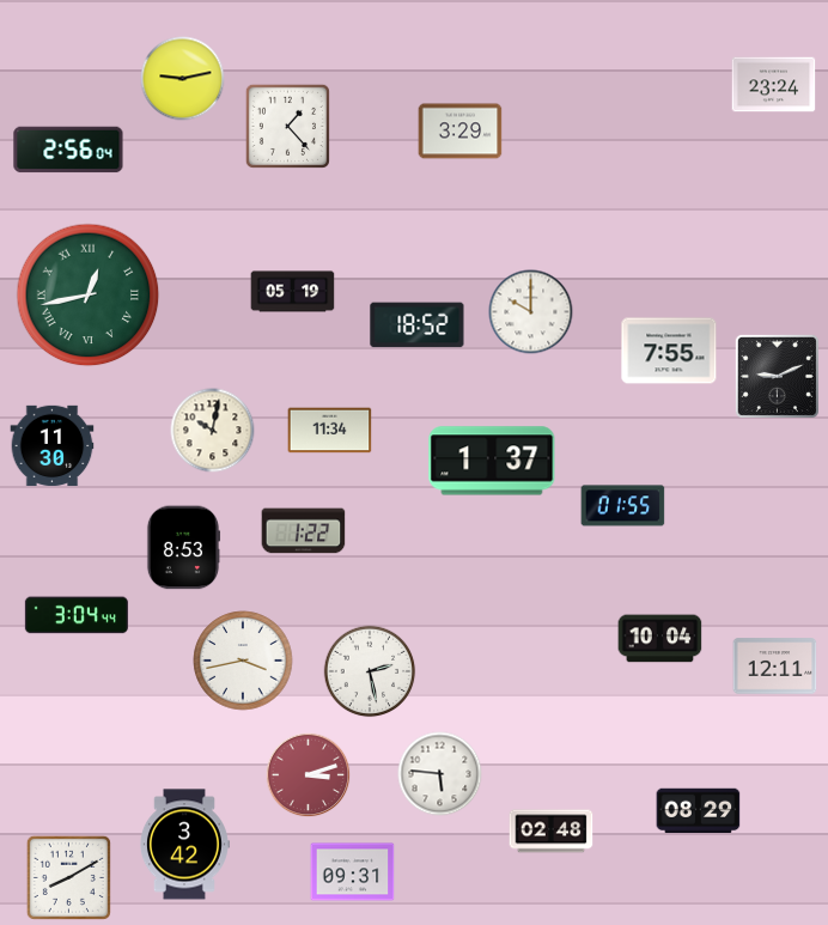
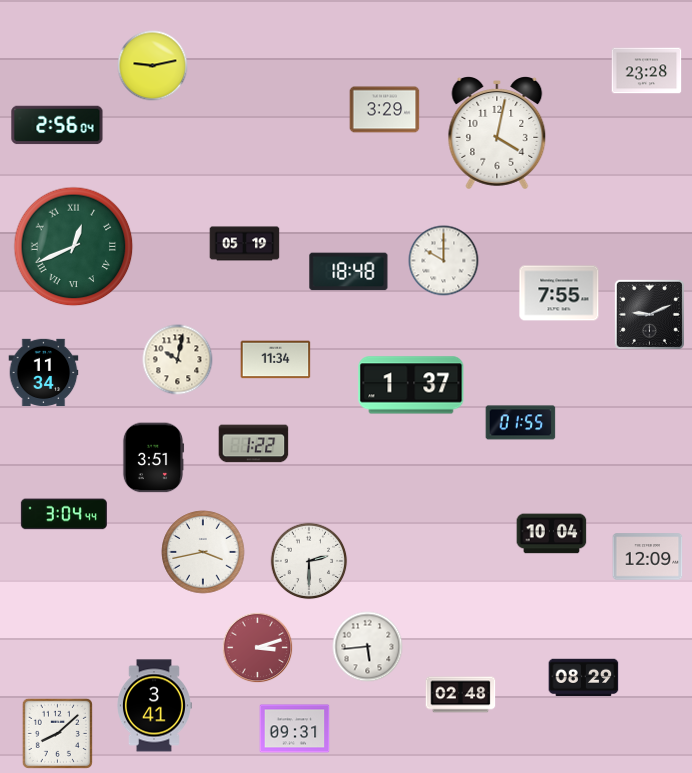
clock at (774, 85): 23:24 -> 23:28
clock at (287, 126): 1:23 -> none
clock at (497, 134): none -> 4:02
clock at (89, 296): 12:43 -> 12:41
clock at (418, 325): 18:52 -> 18:48
clock at (53, 446): 11:30 -> 11:34
clock at (183, 548): 8:53 -> 3:51
clock at (775, 667): 12:11 -> 12:09
clock at (370, 671): 2:28 -> 2:30
clock at (440, 774): 5:46 -> 5:44
clock at (185, 845): 3:42 -> 3:41
clock at (68, 877): 8:10 -> 8:08
